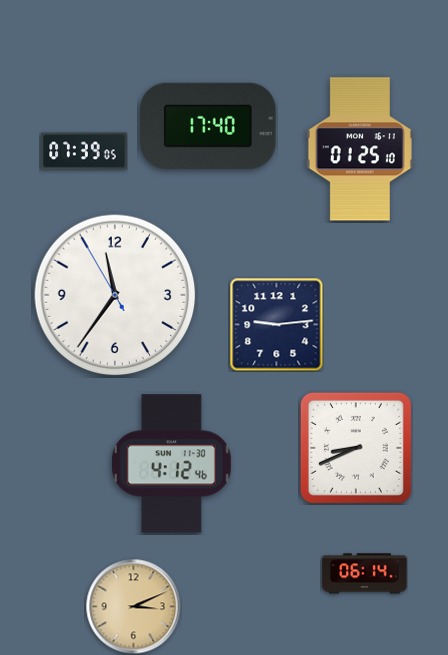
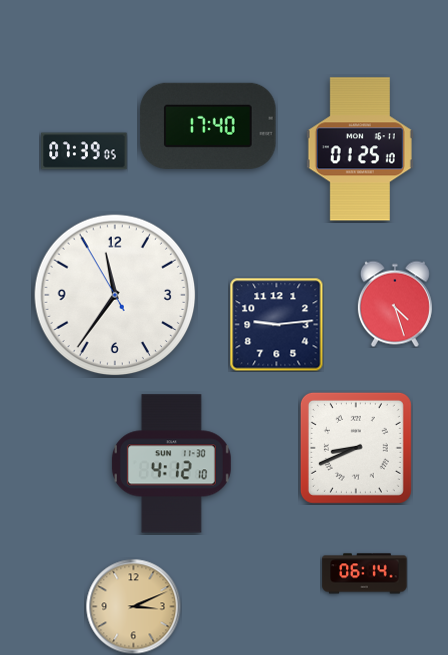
clock at (395, 304): none -> 4:27
clock at (171, 464): 4:12:46 -> 4:12:10
